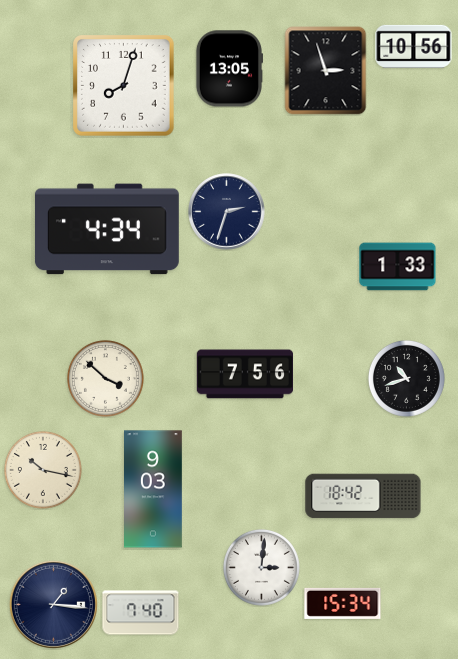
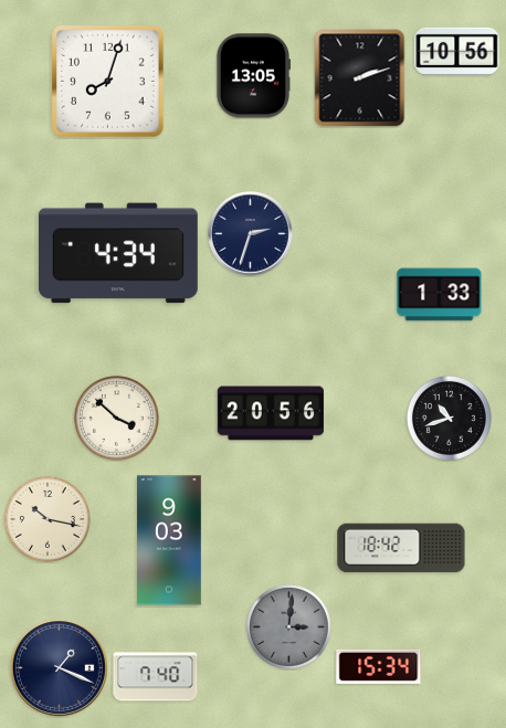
clock at (326, 71): 2:57 -> 2:12
clock at (124, 86) position: (124, 86) -> (108, 82)
clock at (244, 374): 7:56 -> 20:56
clock at (261, 567) dial: white -> grey
clock at (53, 604): 1:16 -> 1:19
